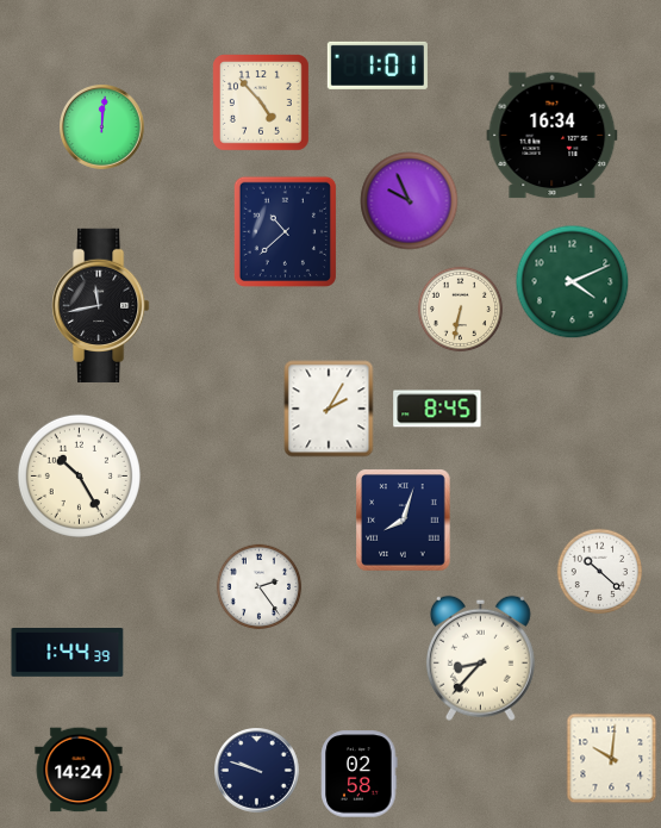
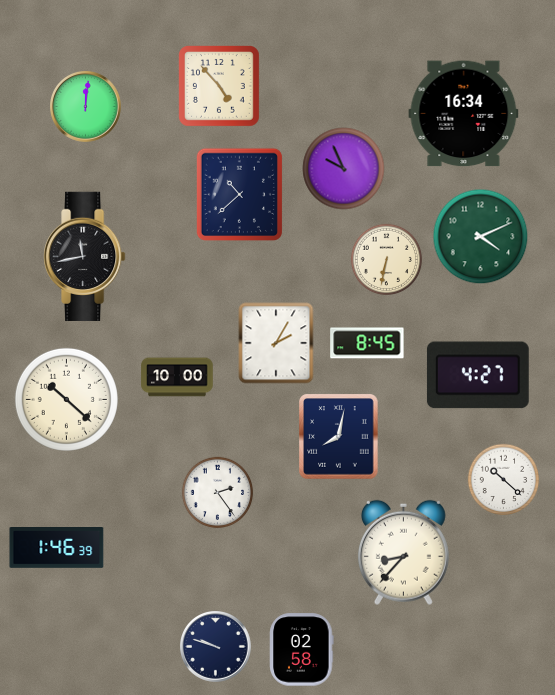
clock at (378, 66): 1:01 -> none
clock at (478, 375): none -> 4:27
clock at (177, 377): none -> 10:00
clock at (79, 475): 10:25 -> 10:22
clock at (404, 521): 8:03 -> 8:02
clock at (68, 653): 1:44 -> 1:46
clock at (612, 759): 10:01 -> none
clock at (79, 770): 14:24 -> none
